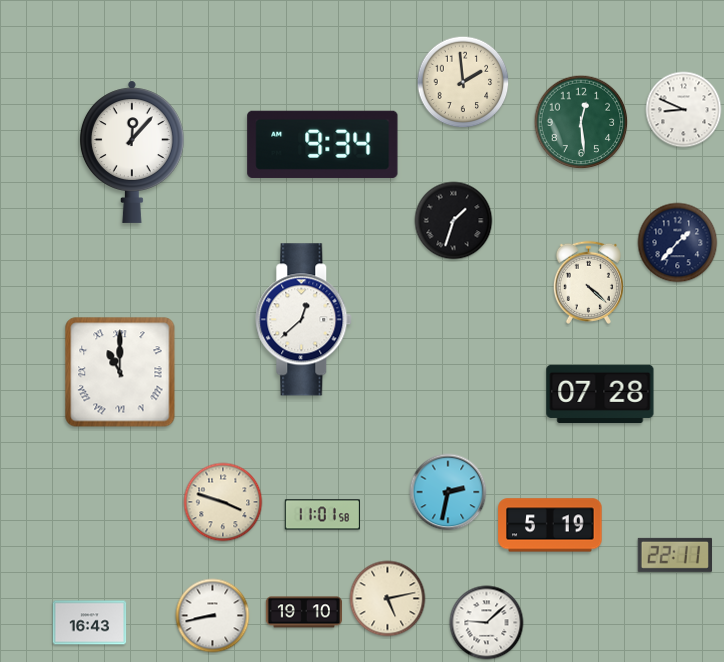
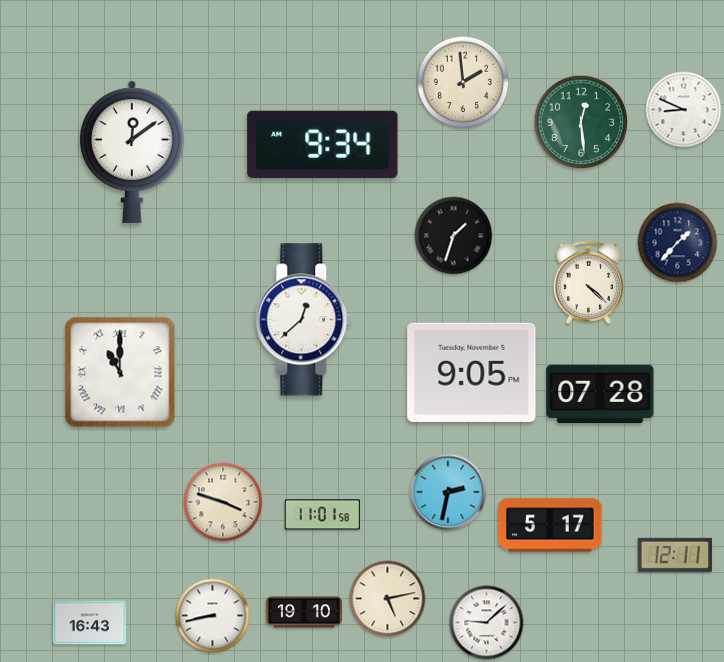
clock at (132, 152): 12:07 -> 12:09
clock at (454, 221) position: (454, 221) -> (454, 236)
clock at (472, 372): none -> 9:05
clock at (550, 525): 5:19 -> 5:17
clock at (674, 555): 22:11 -> 12:11
